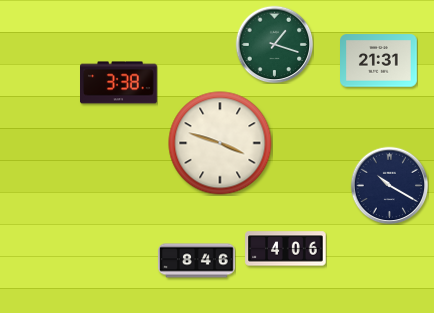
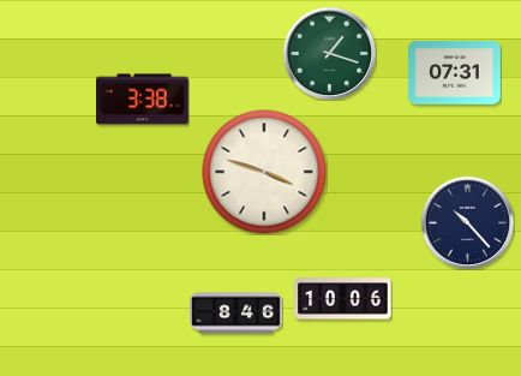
clock at (379, 61): 21:31 -> 07:31
clock at (389, 185): 10:20 -> 10:23
clock at (286, 249): 4:06 -> 10:06
